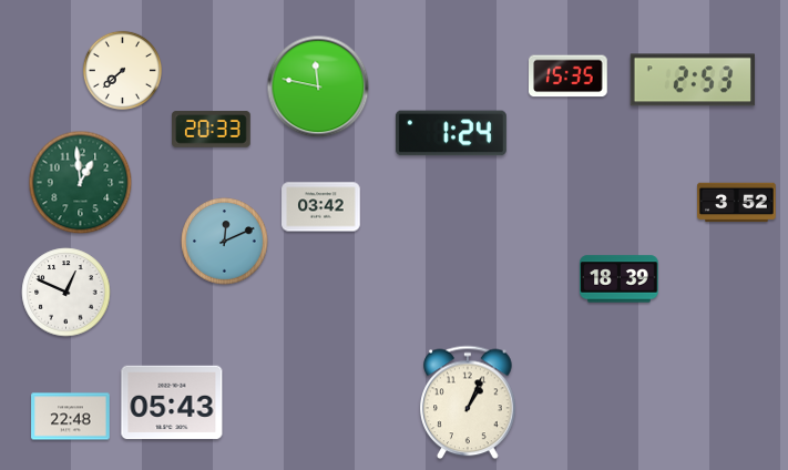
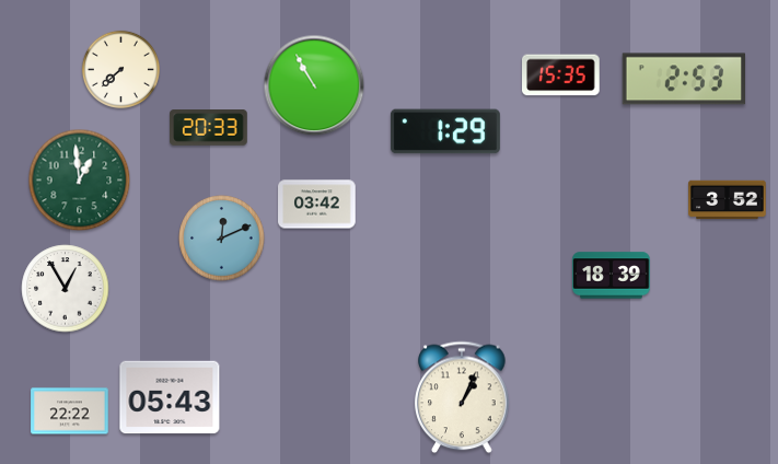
clock at (318, 86): 11:47 -> 10:55
clock at (451, 133): 1:24 -> 1:29
clock at (66, 293): 12:49 -> 12:55
clock at (71, 417): 22:48 -> 22:22
